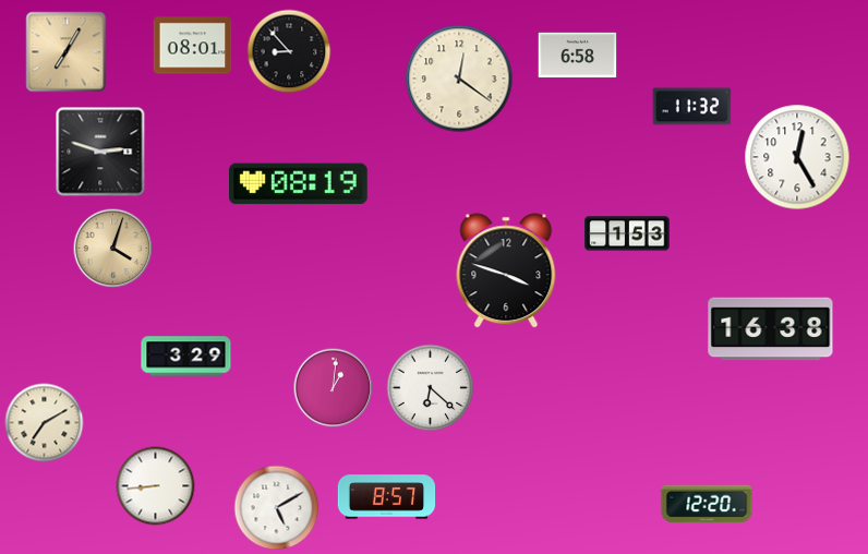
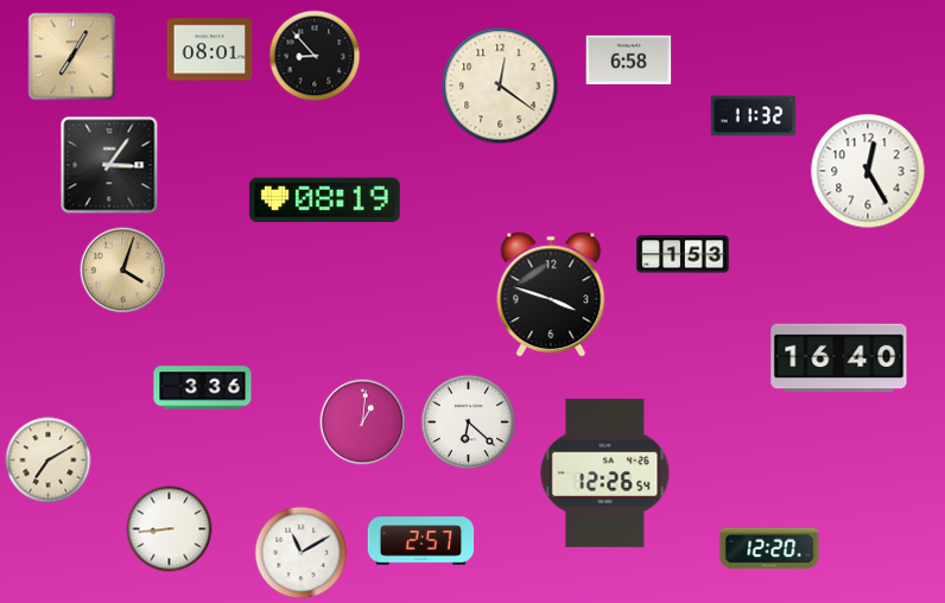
clock at (100, 152): 2:48 -> 3:06
clock at (771, 329): 16:38 -> 16:40
clock at (186, 357): 3:29 -> 3:36
clock at (605, 472): none -> 12:26
clock at (387, 497): 8:57 -> 2:57
clock at (277, 508): 5:10 -> 11:10
